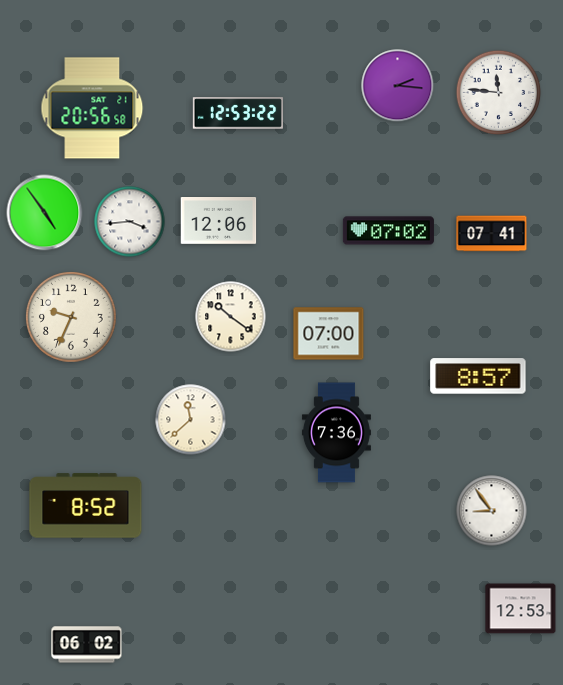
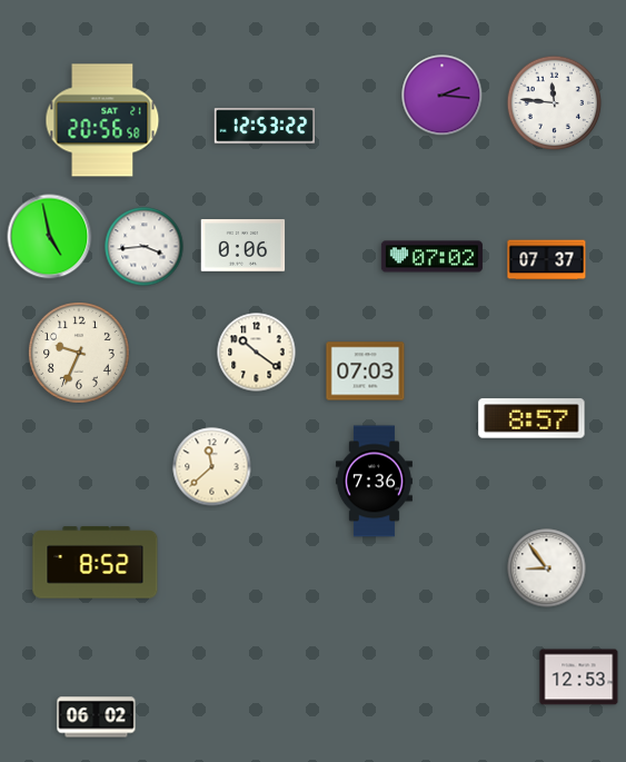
clock at (45, 213): 4:54 -> 4:58
clock at (219, 221): 12:06 -> 0:06
clock at (492, 234): 07:41 -> 07:37
clock at (329, 334): 07:00 -> 07:03
